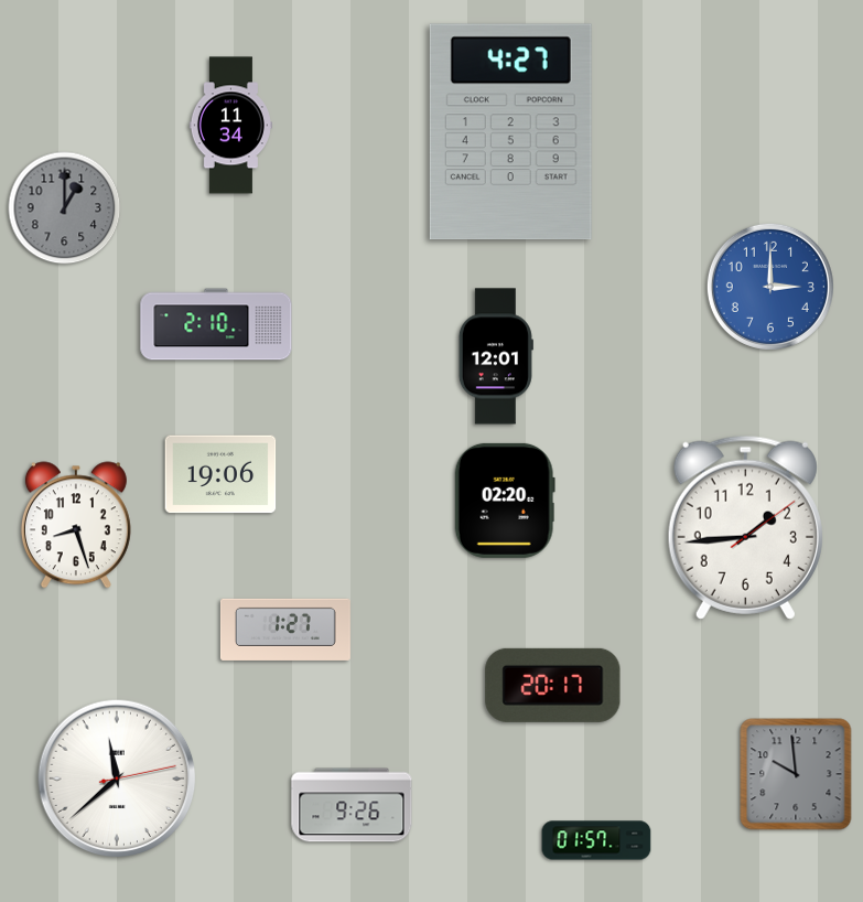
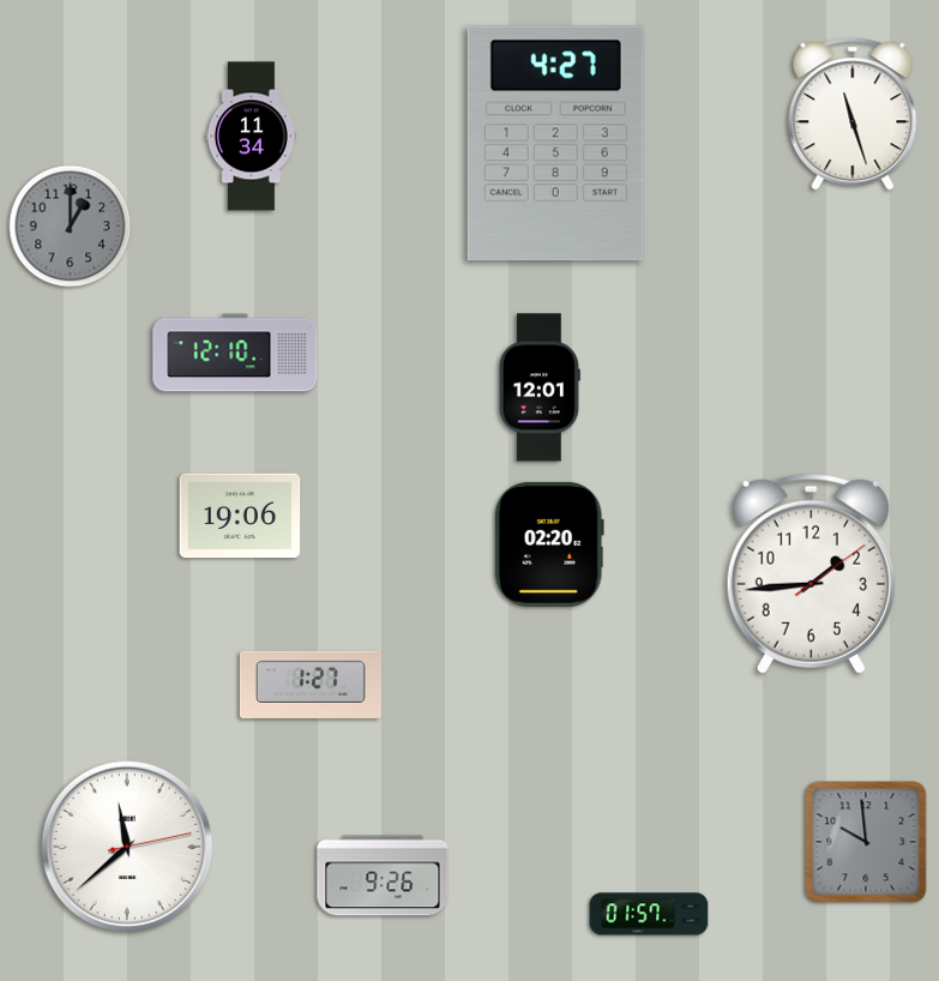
clock at (853, 114): none -> 11:27
clock at (770, 287): 3:00 -> none
clock at (216, 324): 2:10 -> 12:10
clock at (76, 525): 8:27 -> none
clock at (553, 685): 20:17 -> none
